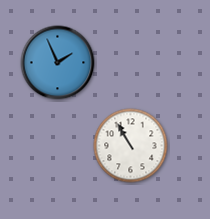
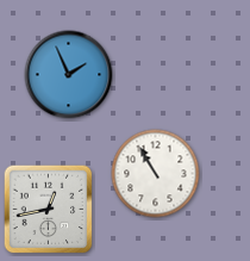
clock at (49, 210): none -> 12:43
